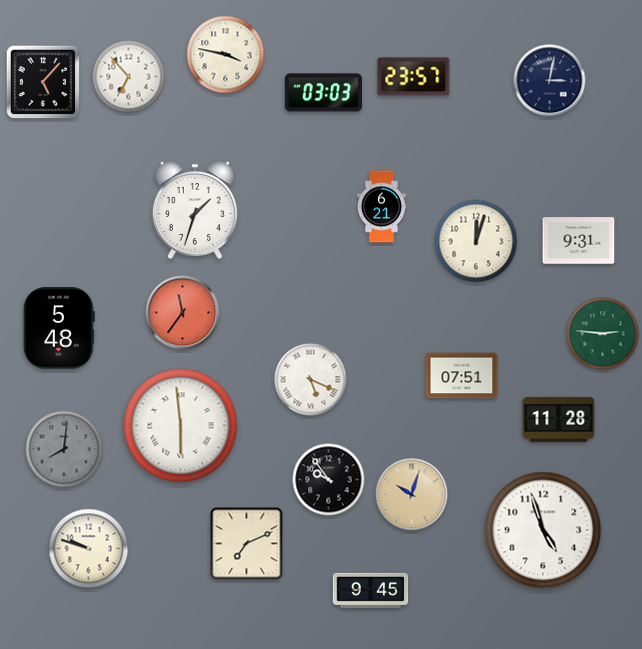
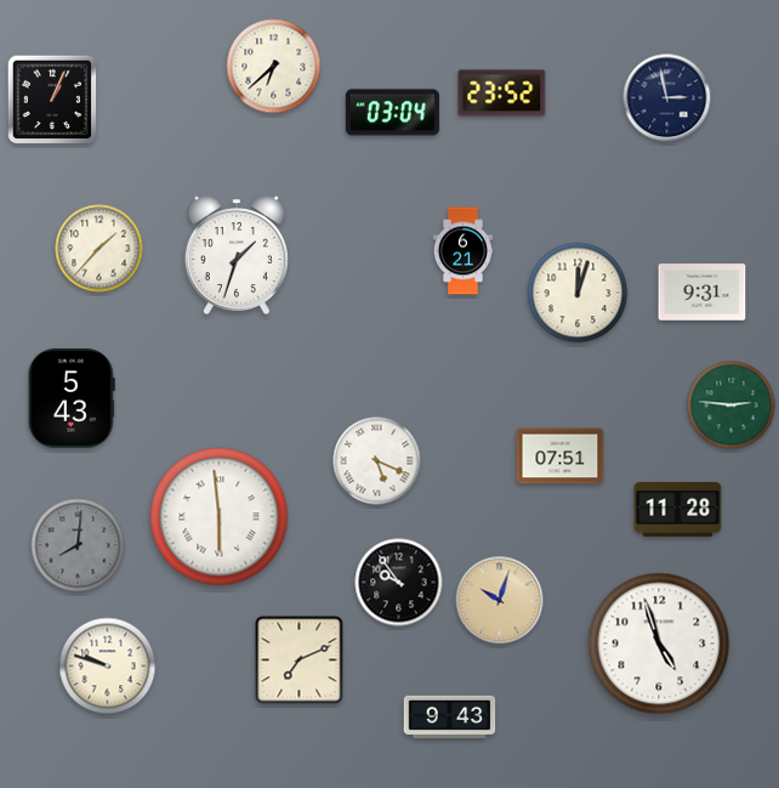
clock at (226, 55): 3:47 -> 6:38
clock at (129, 77): 6:53 -> none
clock at (414, 77): 23:57 -> 23:52
clock at (550, 81): 3:02 -> 2:58
clock at (43, 82): 5:07 -> 1:04
clock at (323, 93): 03:03 -> 03:04
clock at (99, 249): none -> 1:37
clock at (183, 313): 11:36 -> none
clock at (59, 328): 5:48 -> 5:43
clock at (371, 590): 9:45 -> 9:43
